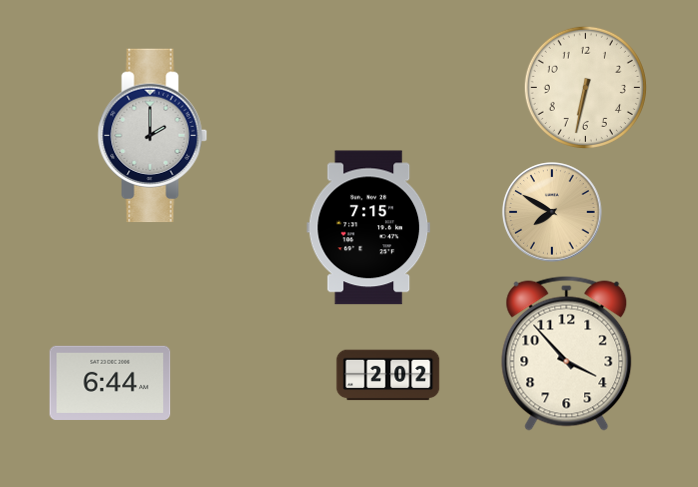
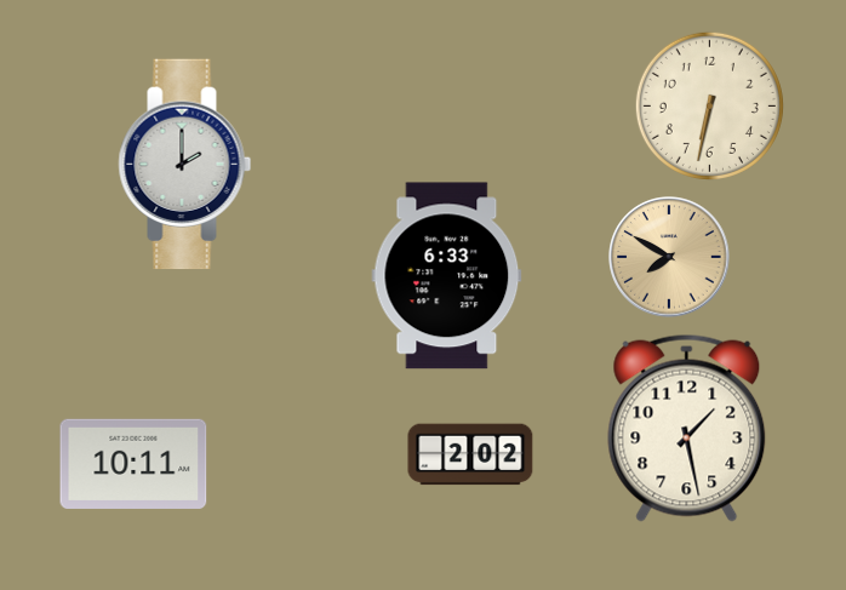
clock at (369, 228): 7:15 -> 6:33
clock at (567, 353): 3:53 -> 1:28
clock at (110, 383): 6:44 -> 10:11
